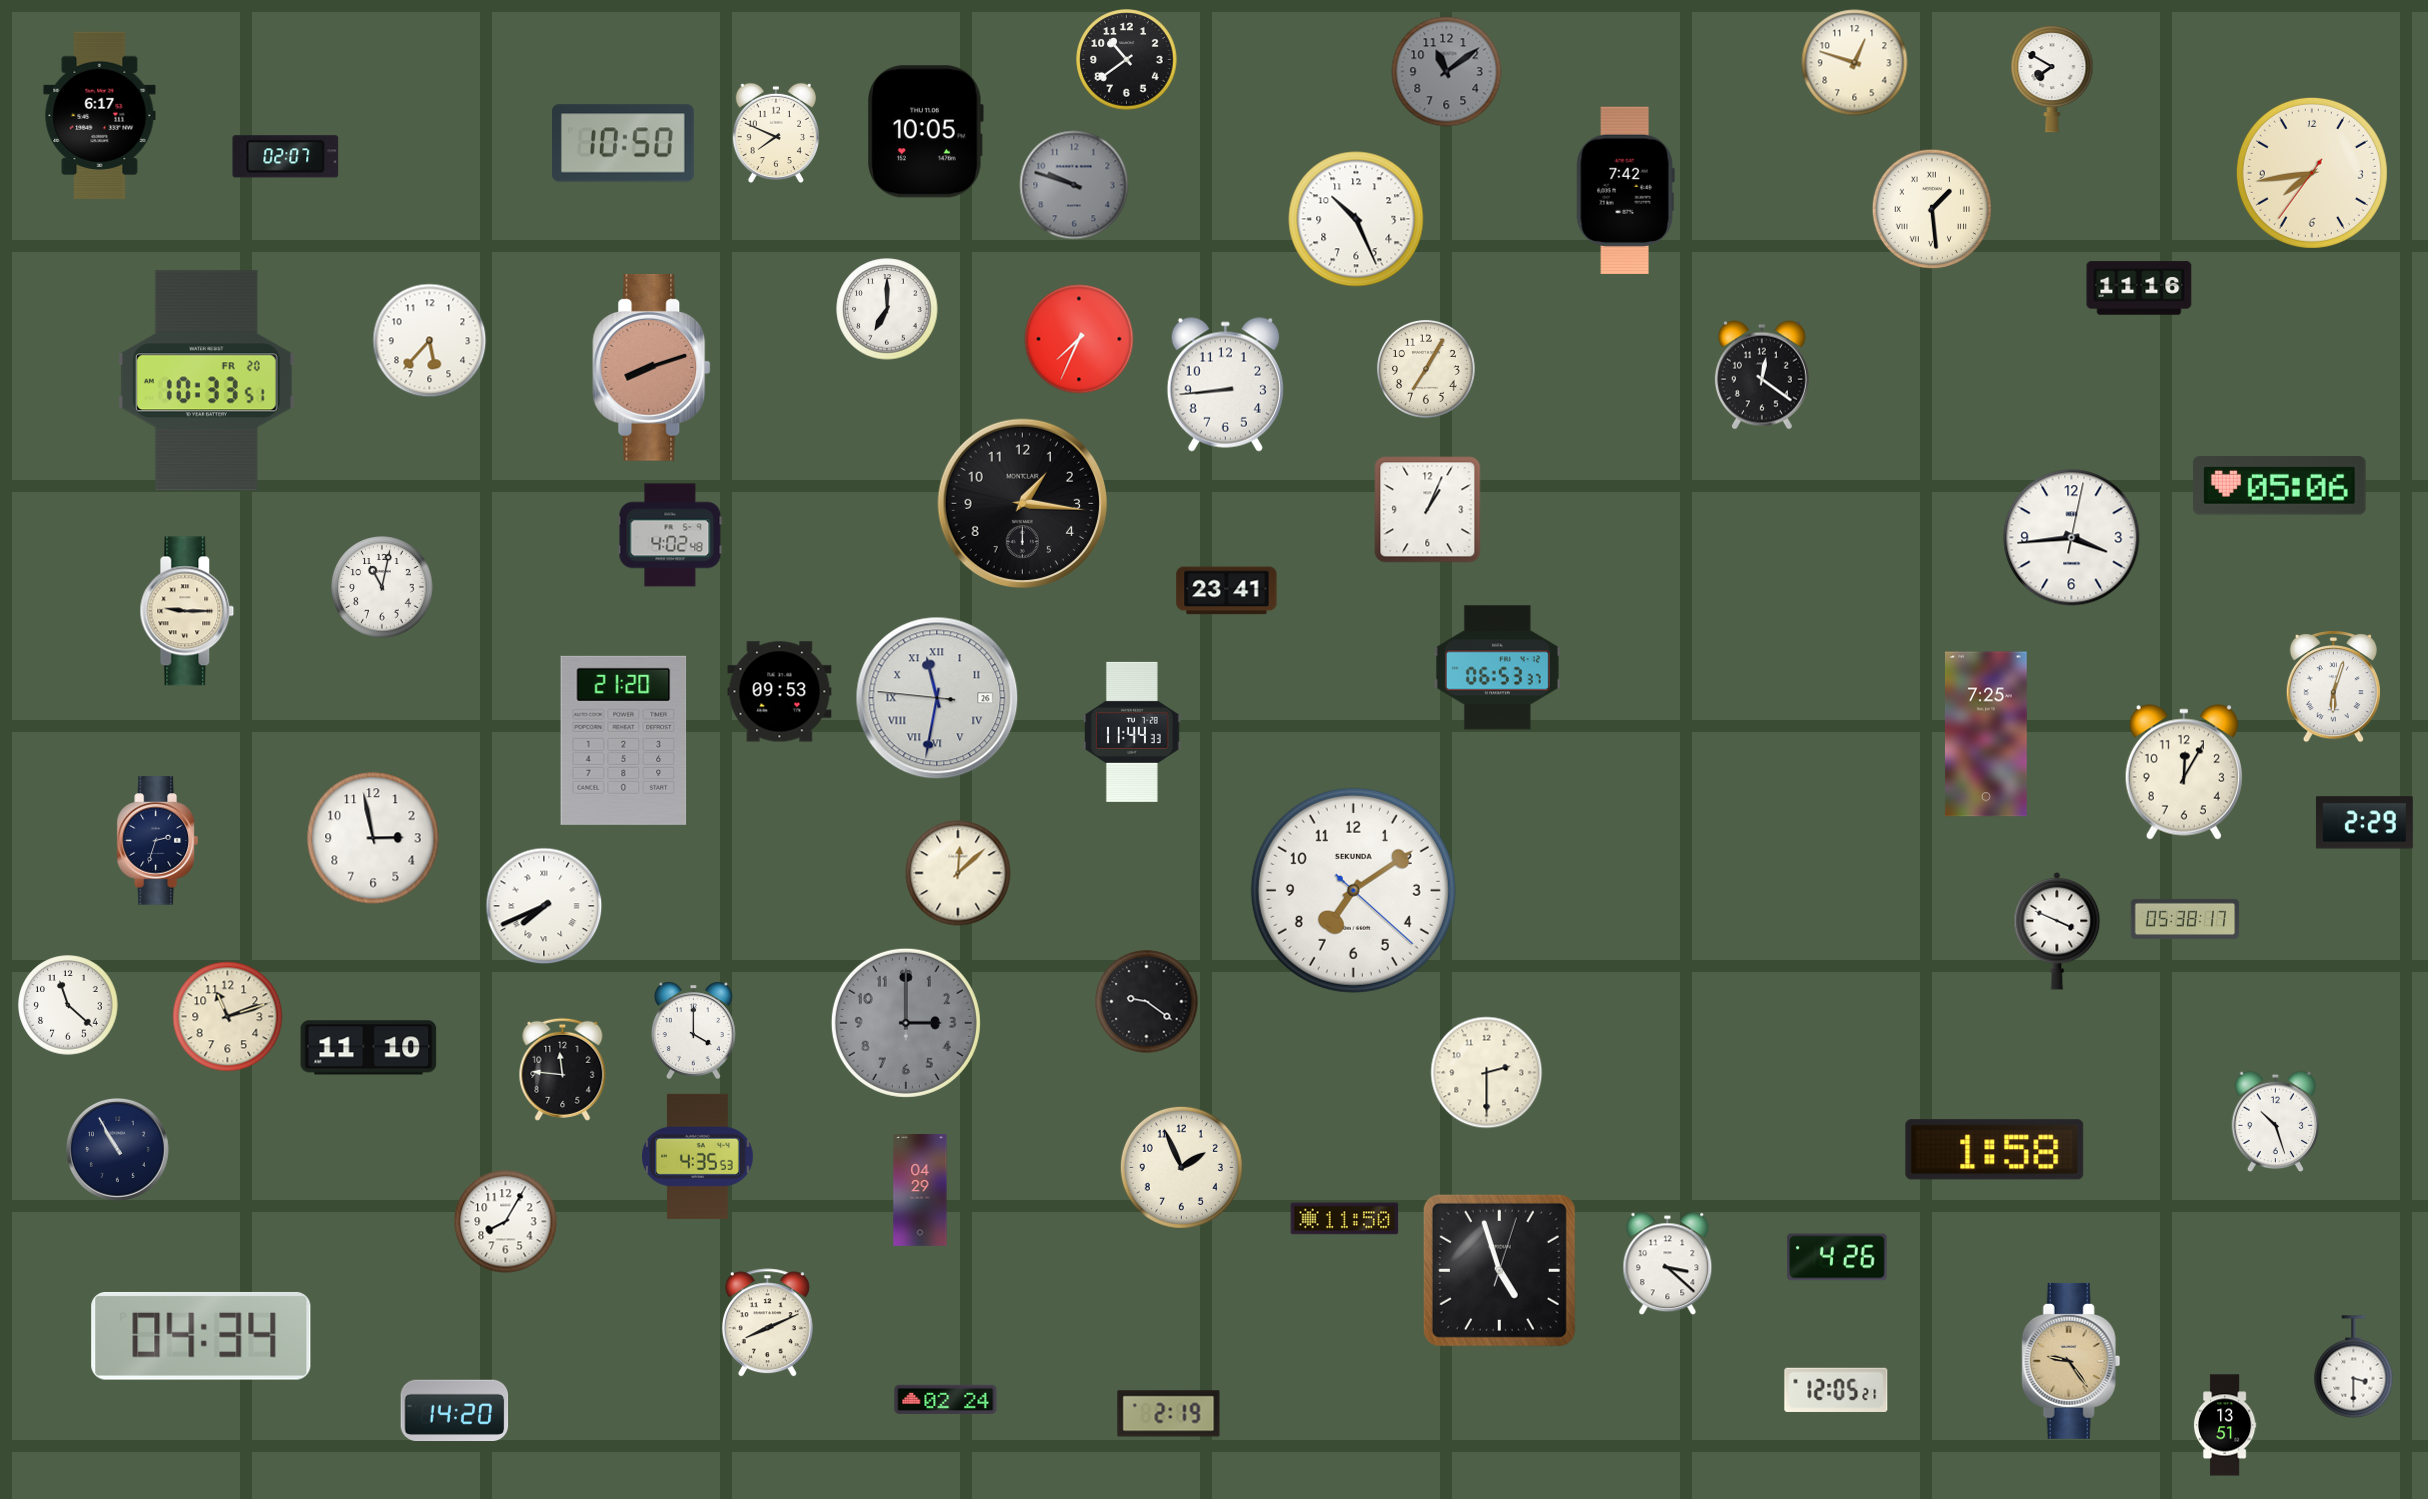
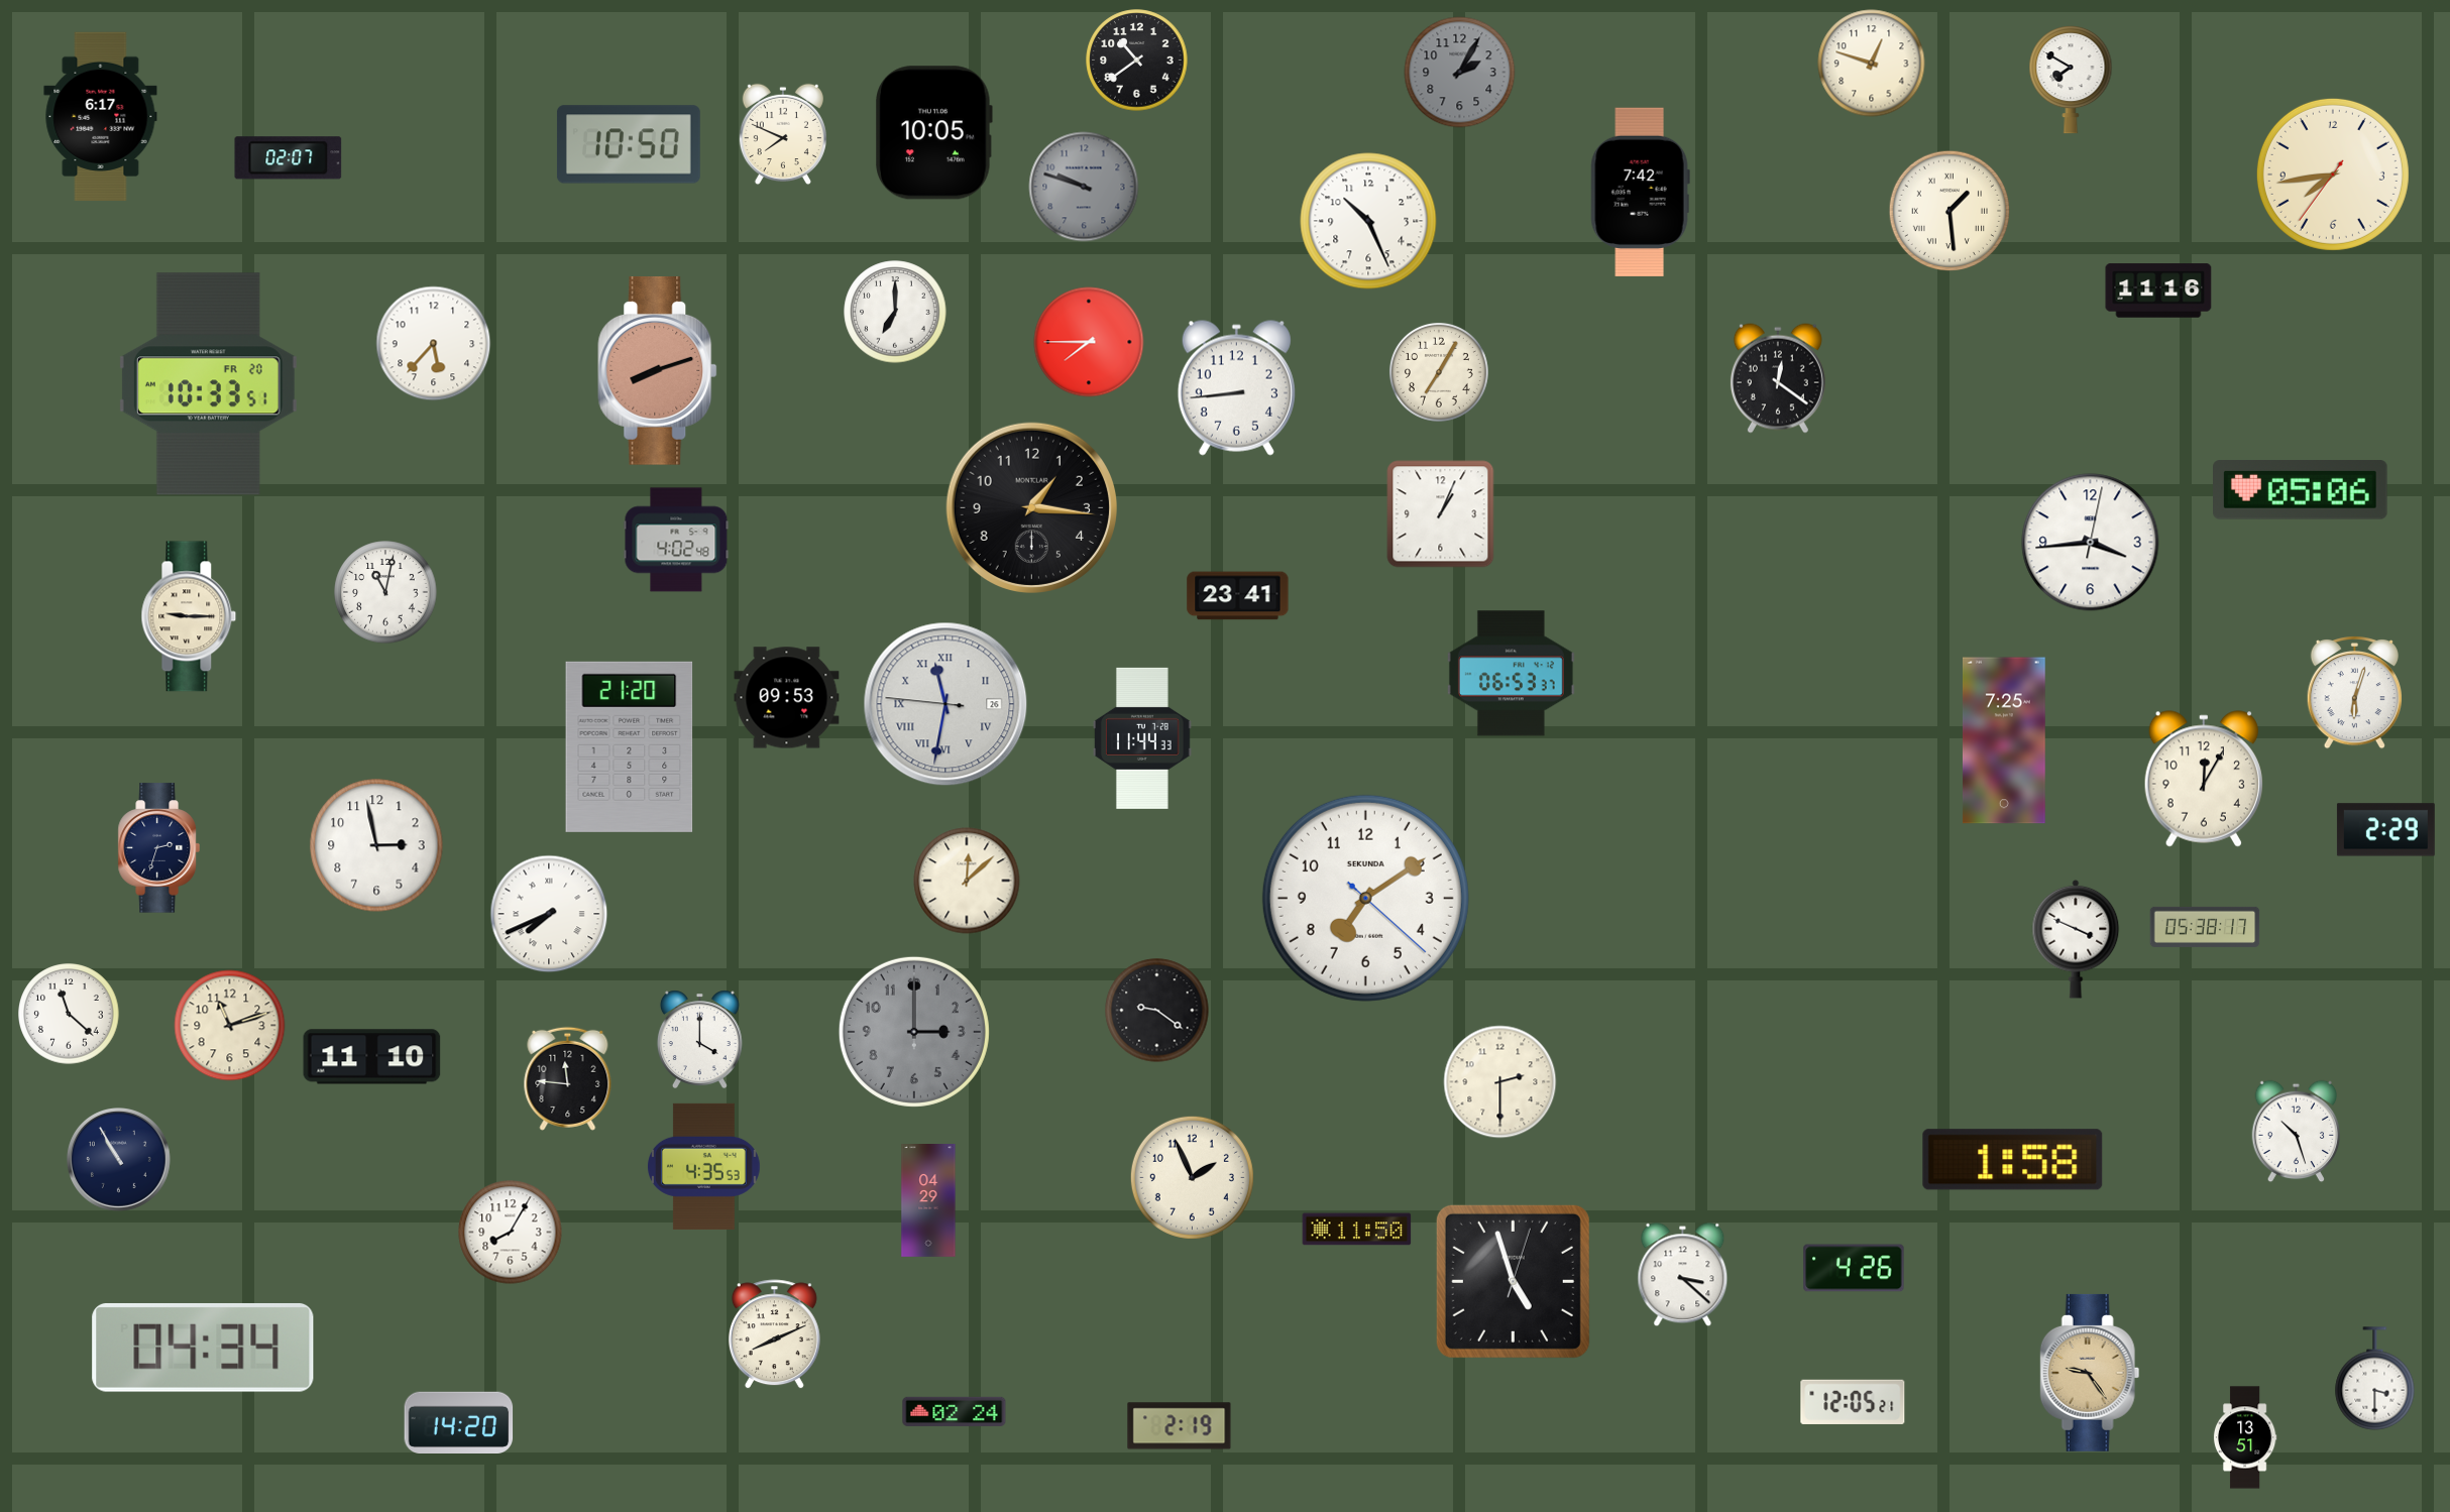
clock at (1447, 72): 11:09 -> 2:05
clock at (1079, 339): 7:34 -> 7:45
